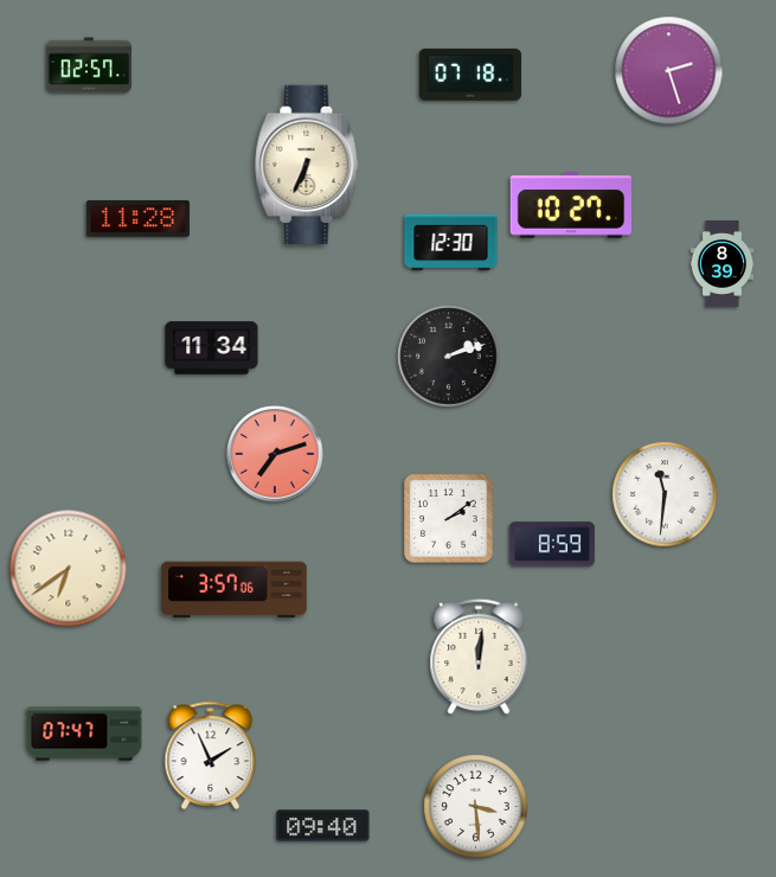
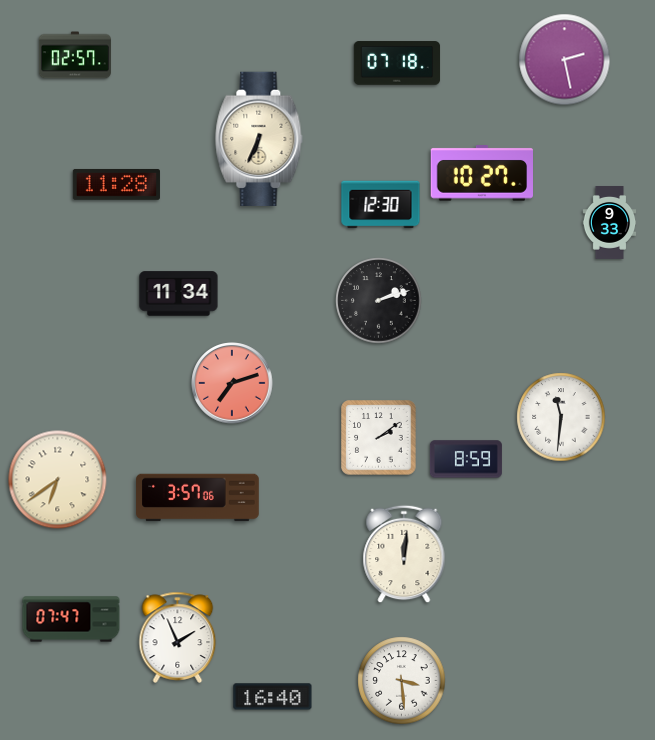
clock at (669, 71): 2:27 -> 2:28
clock at (723, 264): 8:39 -> 9:33
clock at (323, 826): 09:40 -> 16:40
